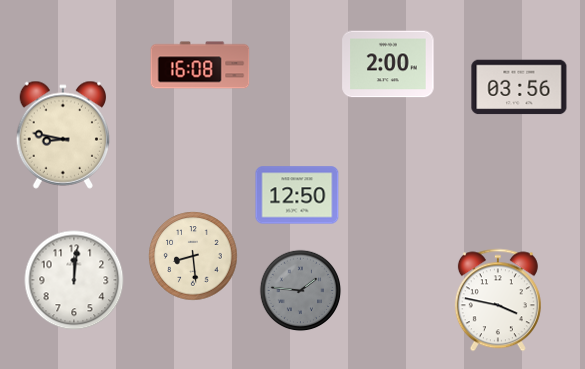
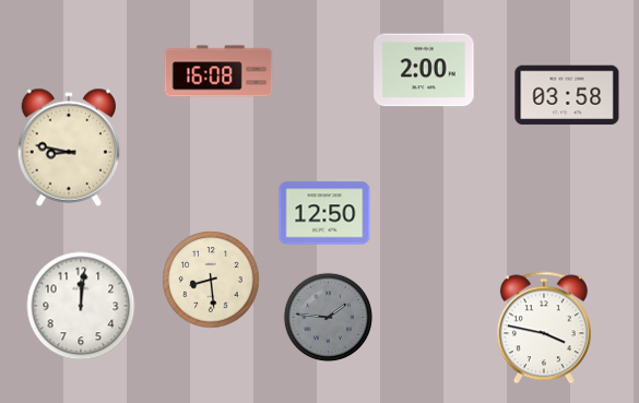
clock at (519, 87): 03:56 -> 03:58
